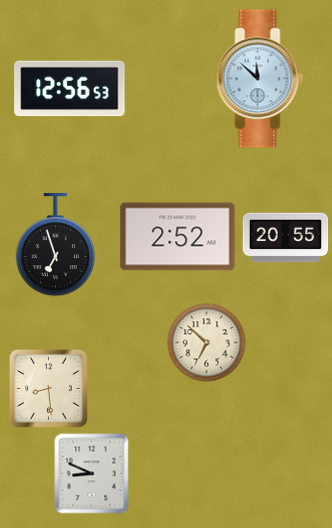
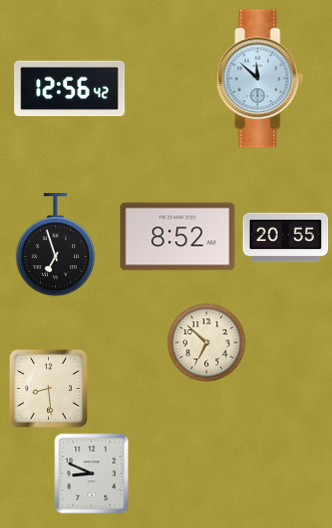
clock at (70, 89): 12:56:53 -> 12:56:42
clock at (178, 237): 2:52 -> 8:52
